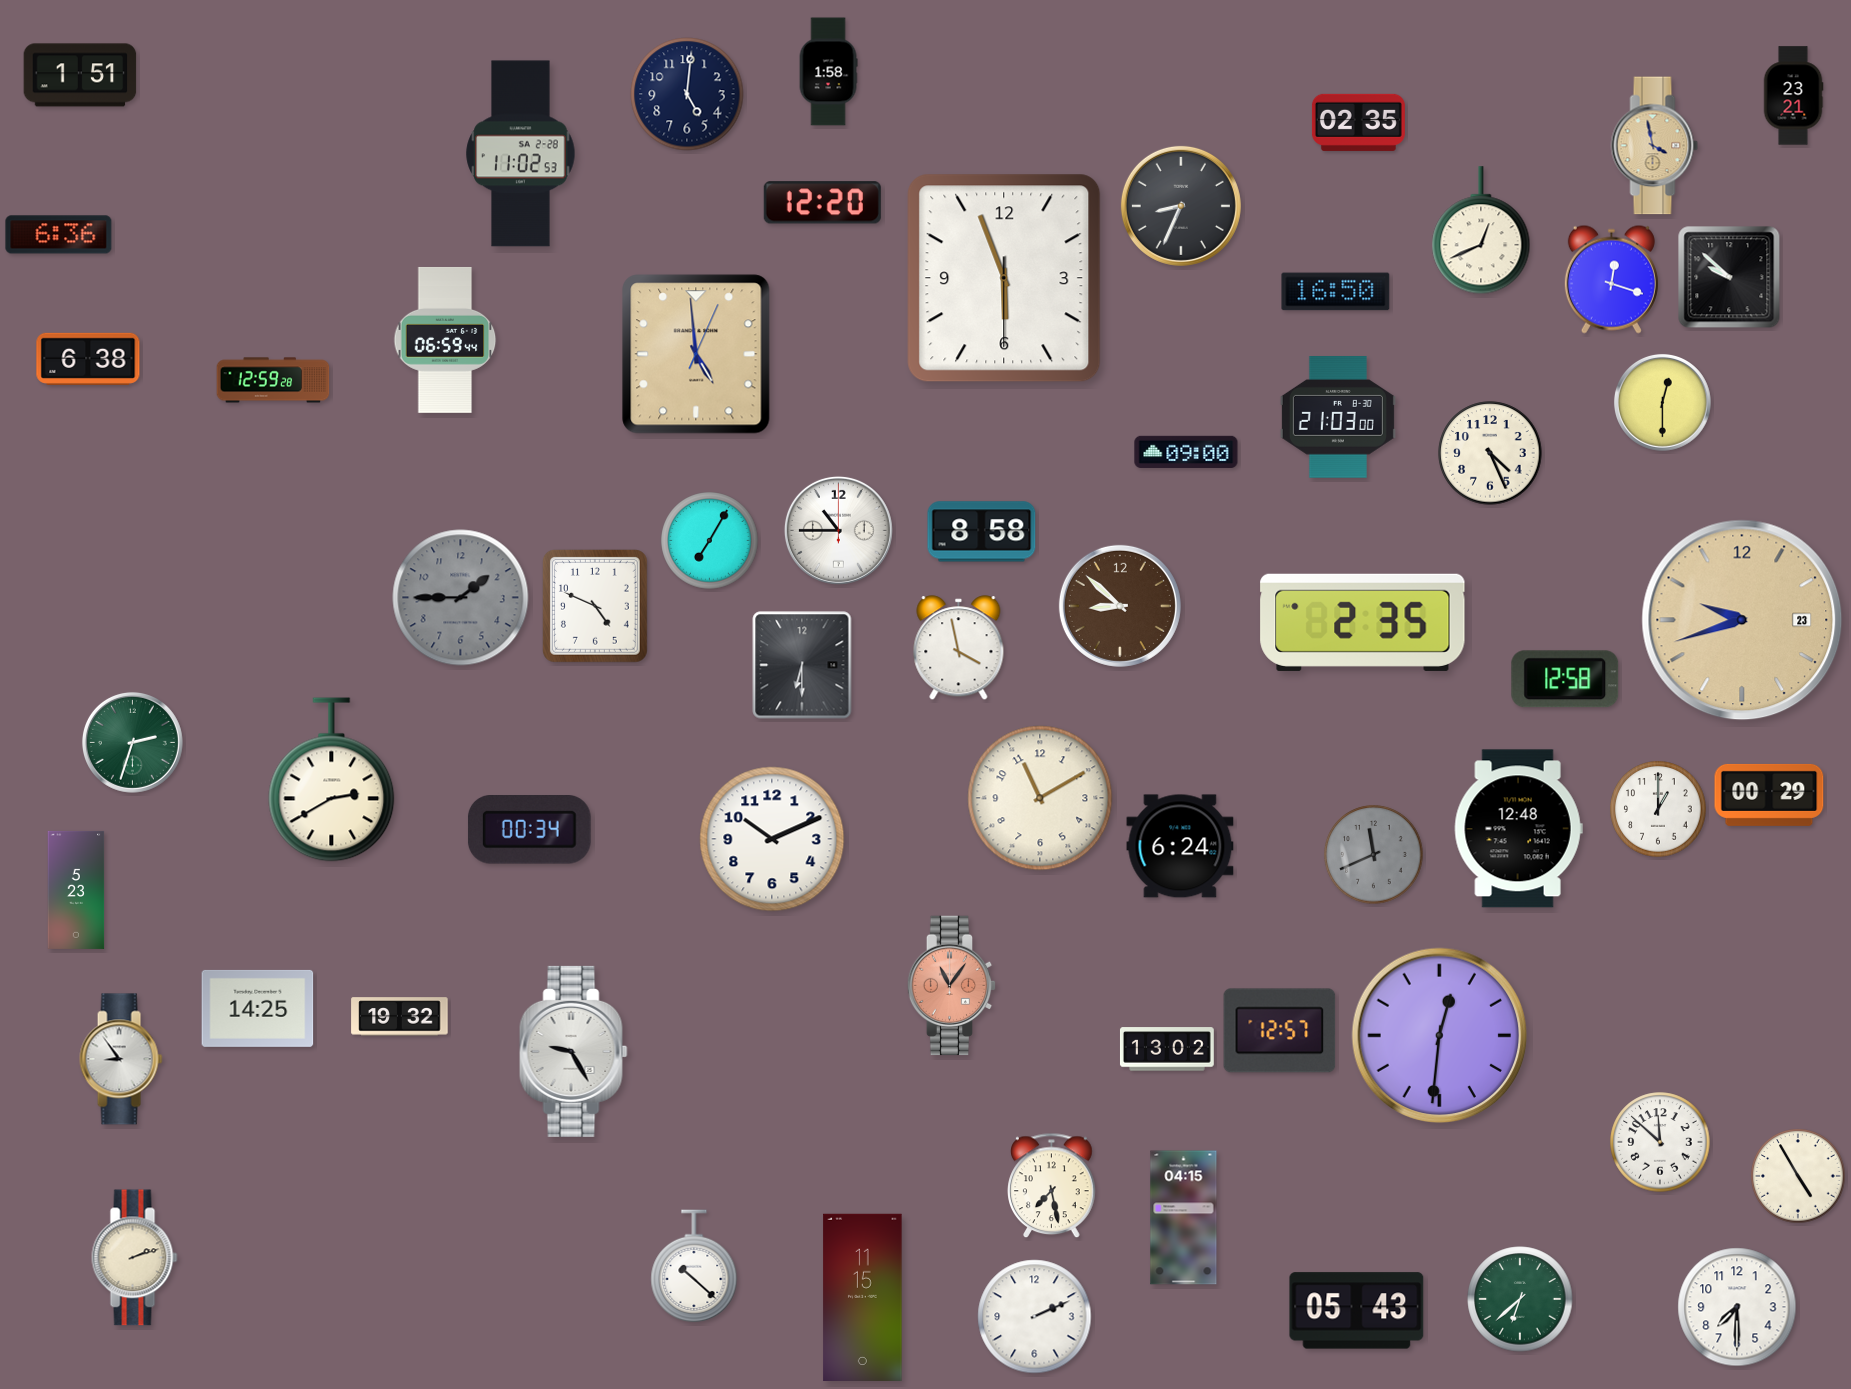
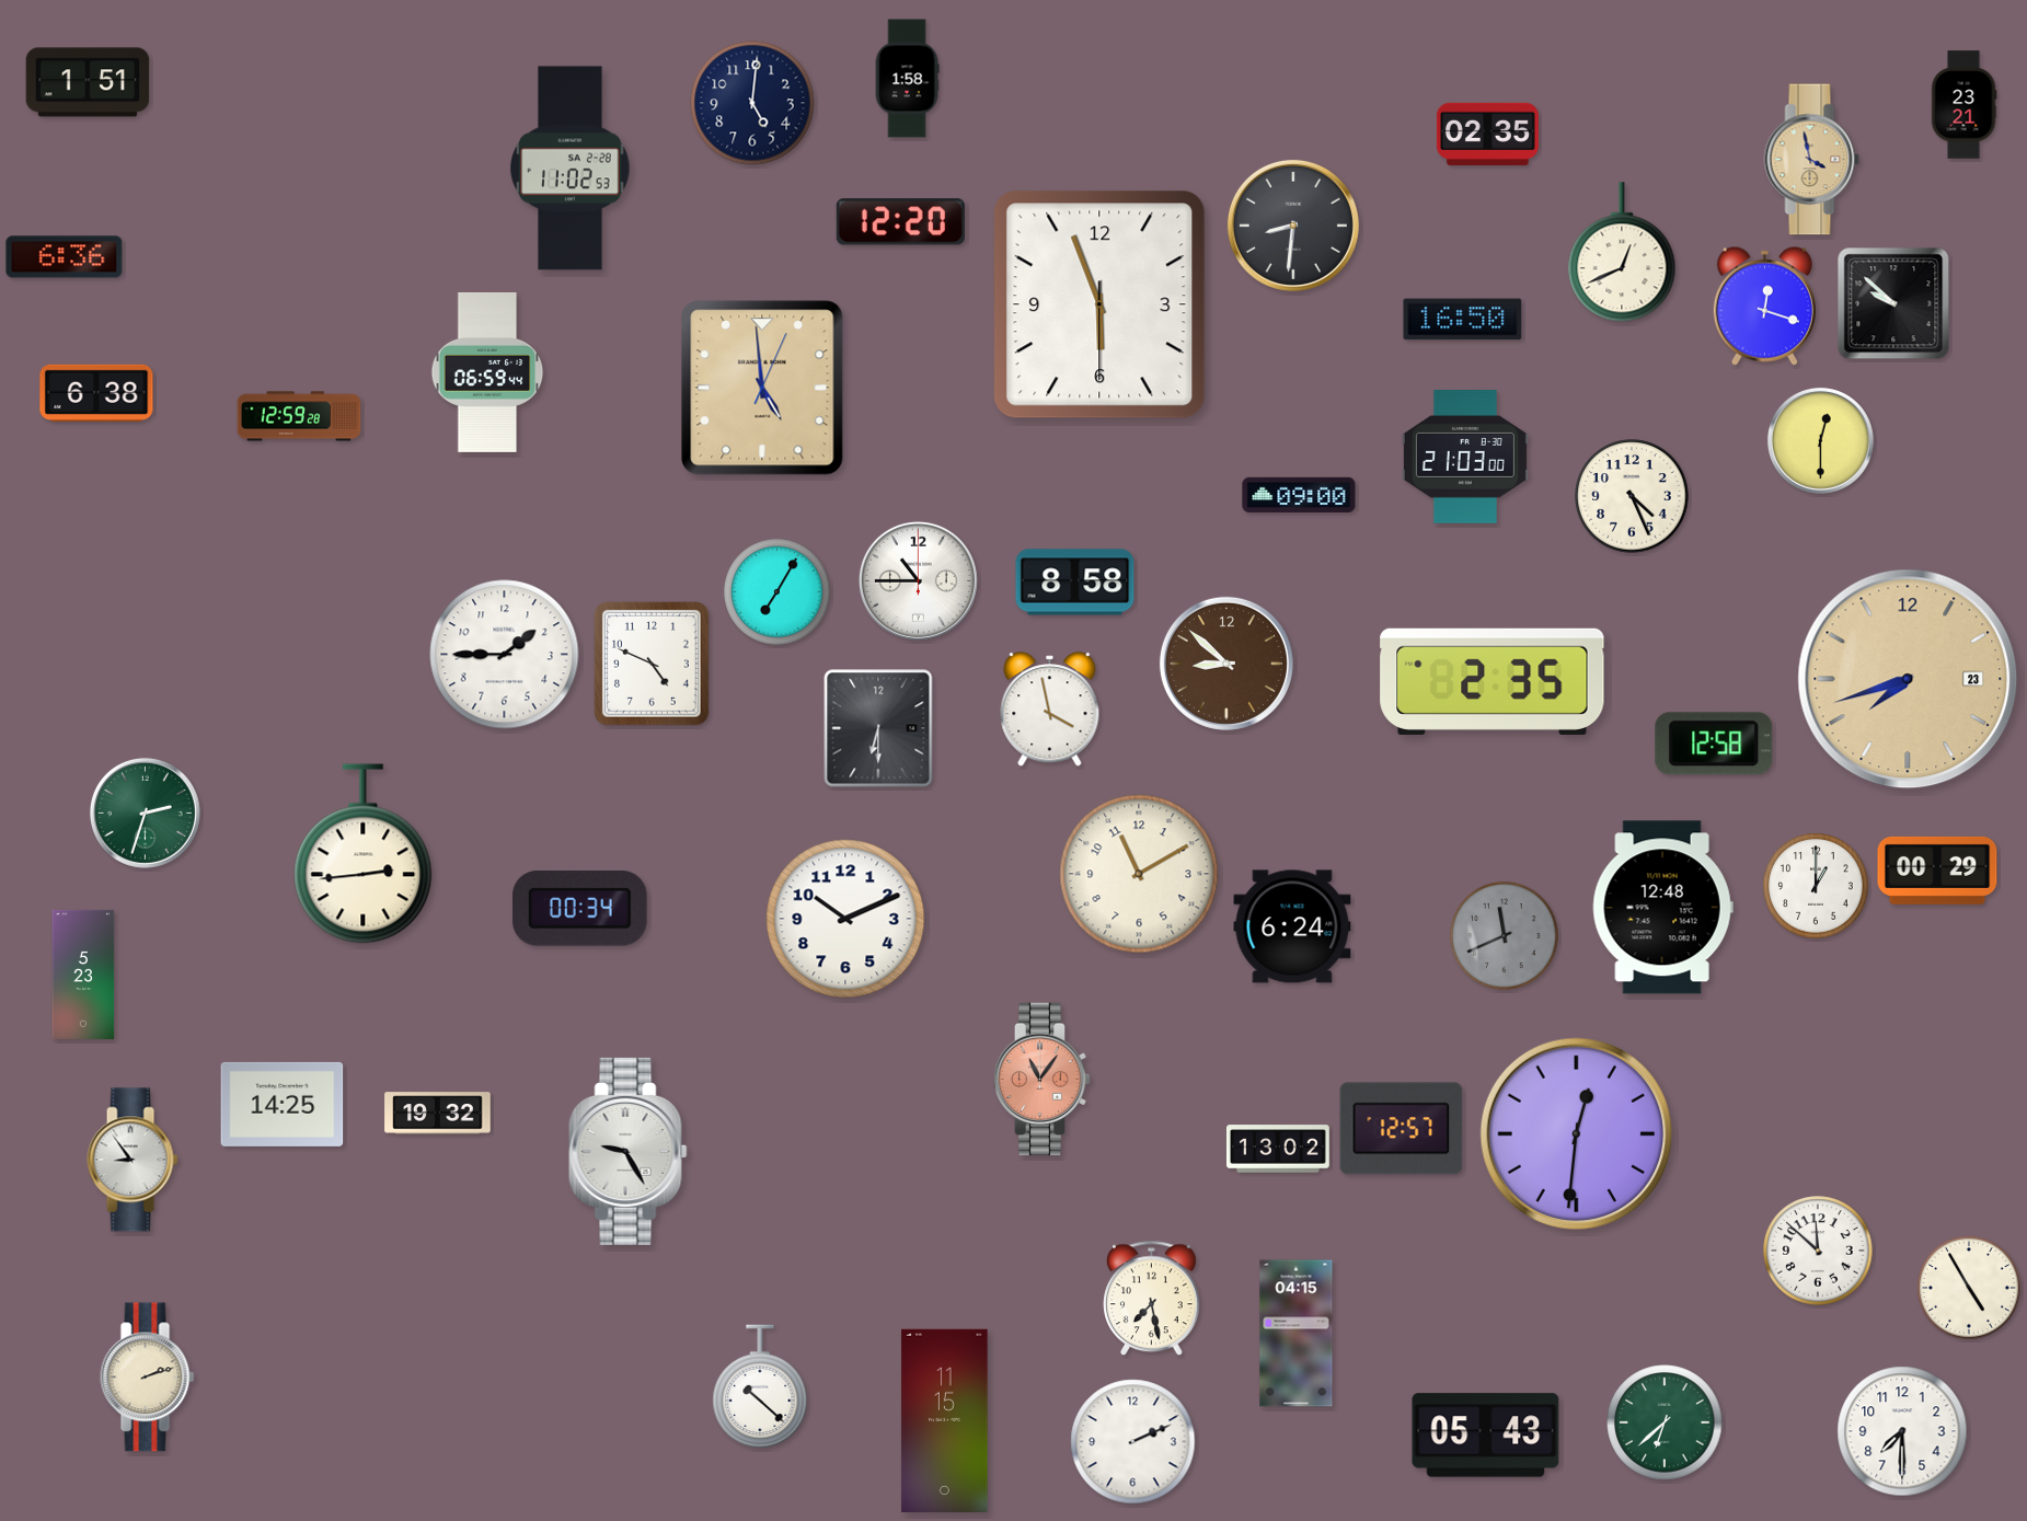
clock at (1181, 206): 8:34 -> 8:31
clock at (461, 598) dial: grey -> white
clock at (1742, 620): 9:42 -> 7:42
clock at (332, 780): 2:40 -> 2:44
